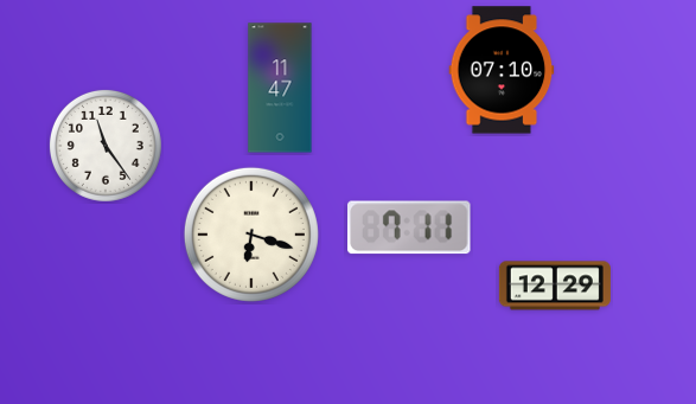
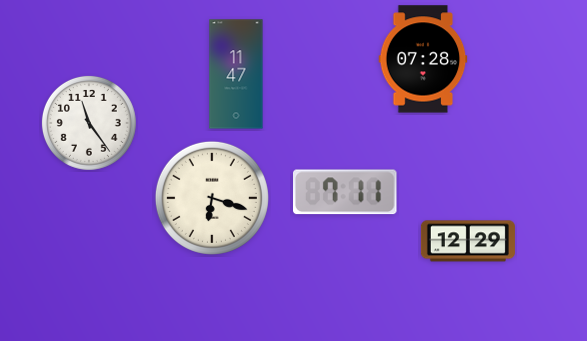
clock at (502, 70): 07:10 -> 07:28
